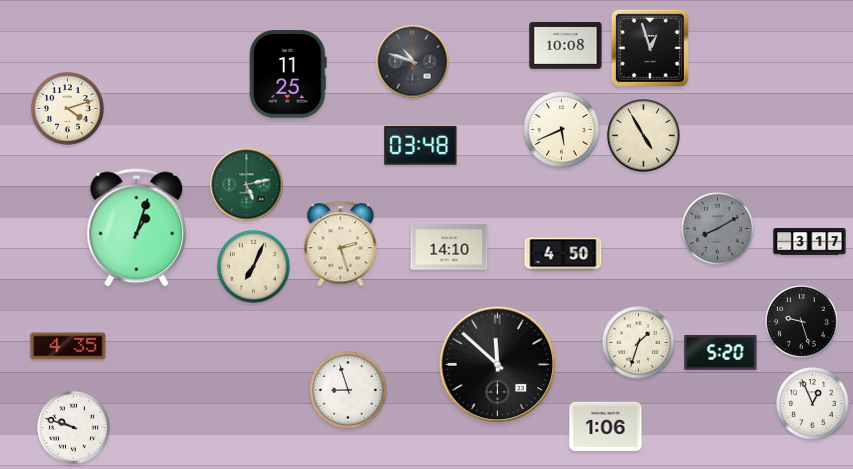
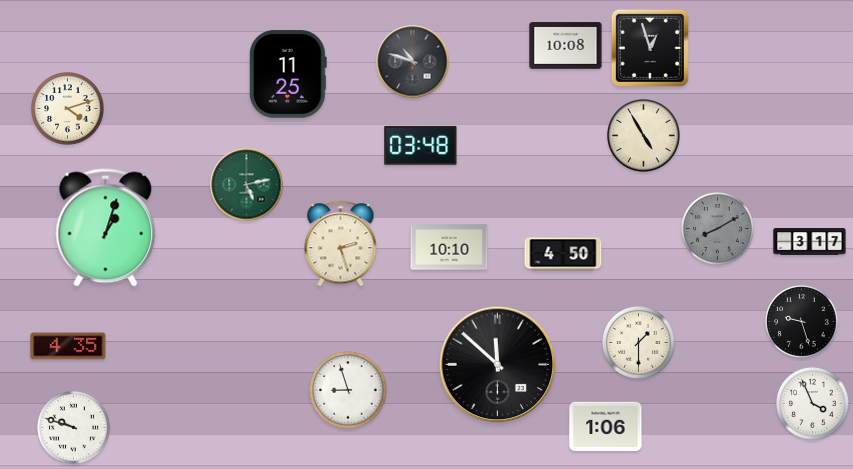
clock at (562, 130): 5:41 -> none
clock at (137, 228) position: (137, 228) -> (106, 228)
clock at (449, 247): 14:10 -> 10:10
clock at (254, 267): 7:04 -> none
clock at (639, 343): 1:33 -> 1:30
clock at (721, 353): 5:20 -> none
clock at (813, 404): 12:56 -> 3:56
